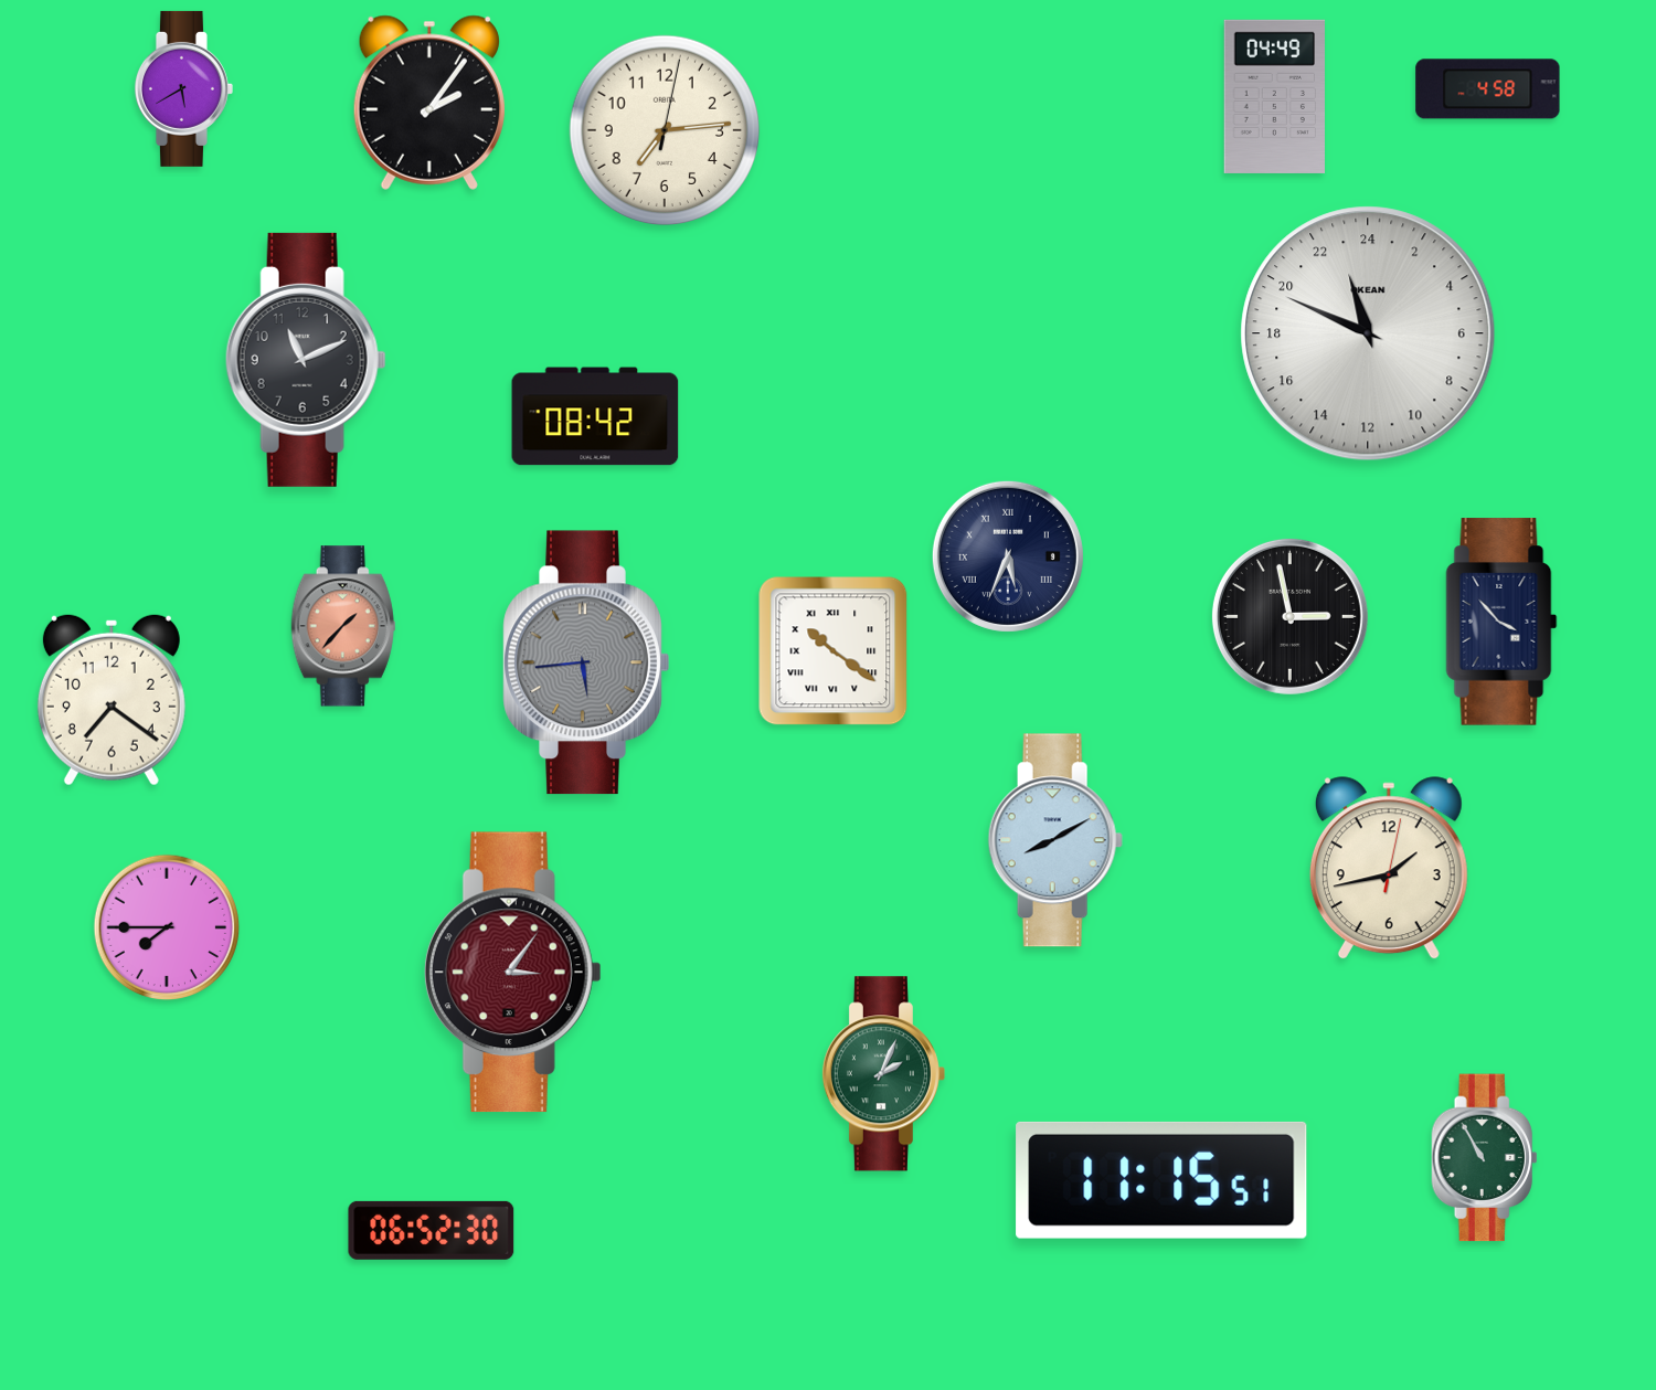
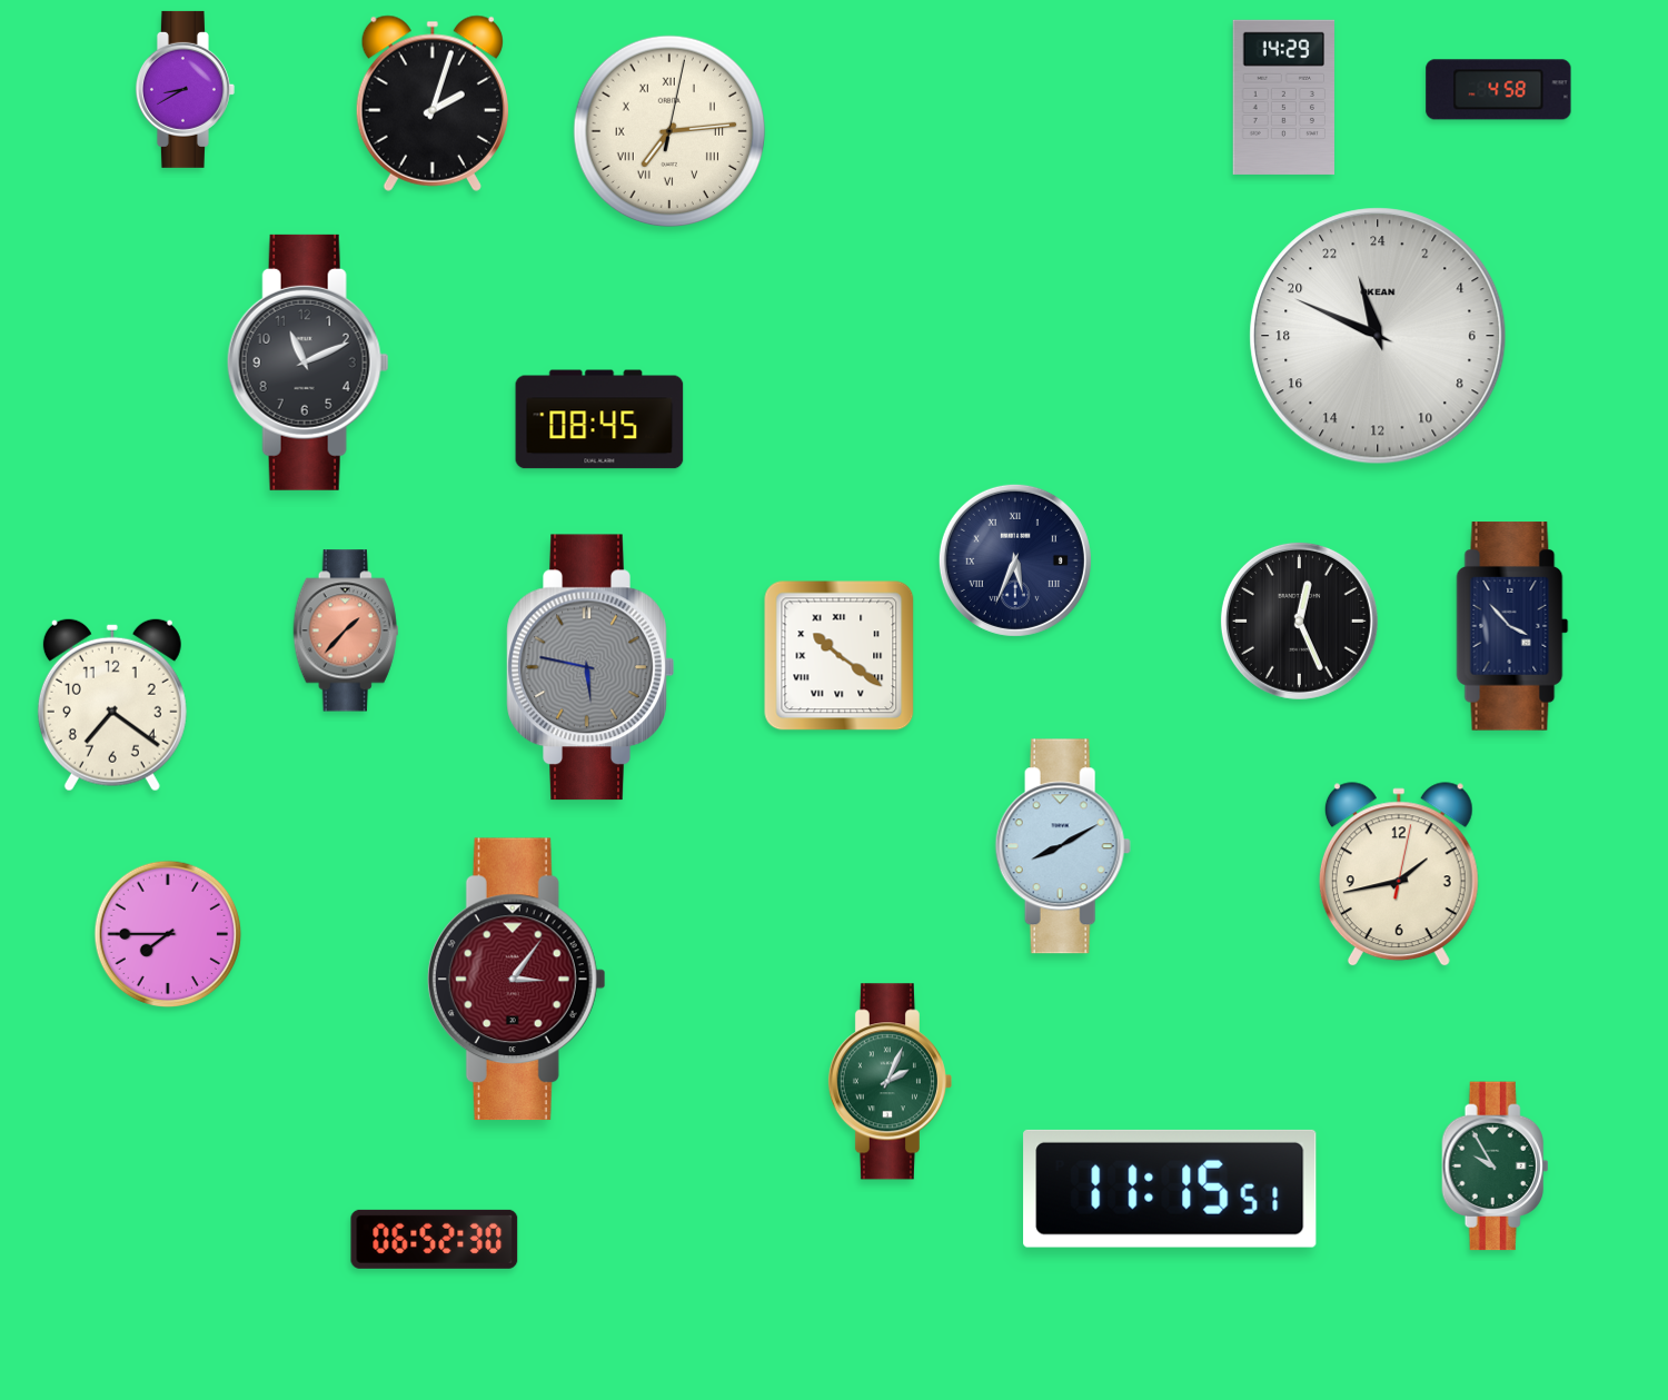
clock at (183, 88): 5:40 -> 8:40
clock at (1275, 96): 04:49 -> 14:29
clock at (429, 103): 2:06 -> 2:03
clock at (665, 130) numerals: Arabic -> Roman
clock at (595, 416): 08:42 -> 08:45
clock at (1289, 616): 2:58 -> 12:26
clock at (586, 662): 5:44 -> 5:47
clock at (1485, 1158): 10:55 -> 9:55
